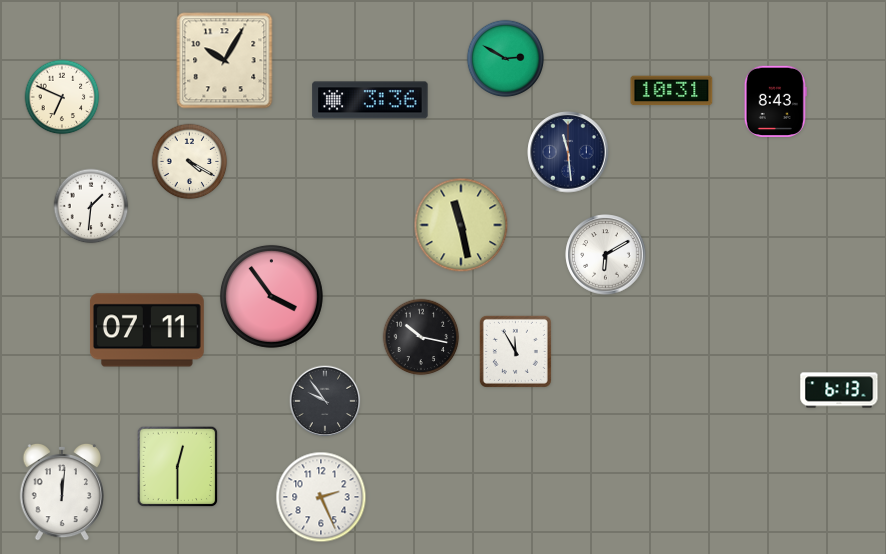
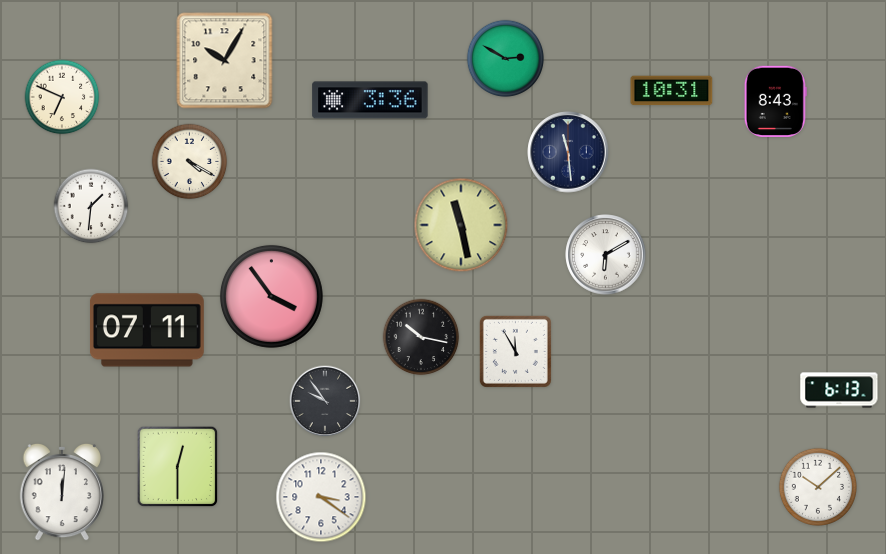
clock at (818, 487): none -> 10:08
clock at (321, 497): 2:26 -> 3:21
